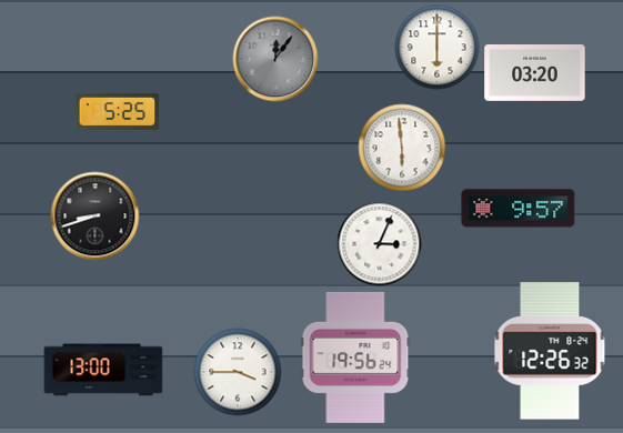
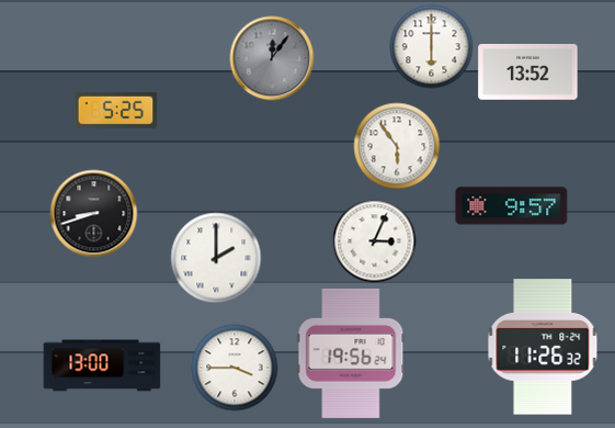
clock at (535, 73): 03:20 -> 13:52
clock at (402, 148): 5:59 -> 5:54
clock at (216, 258): none -> 2:00
clock at (550, 351): 12:26 -> 11:26
